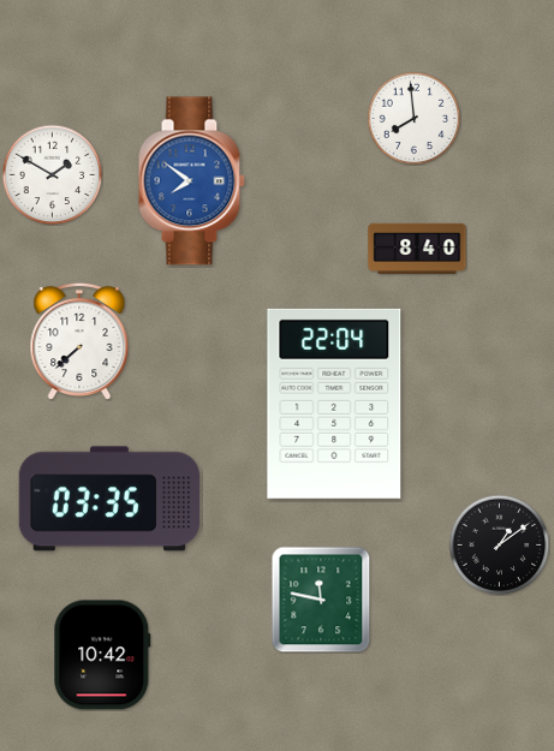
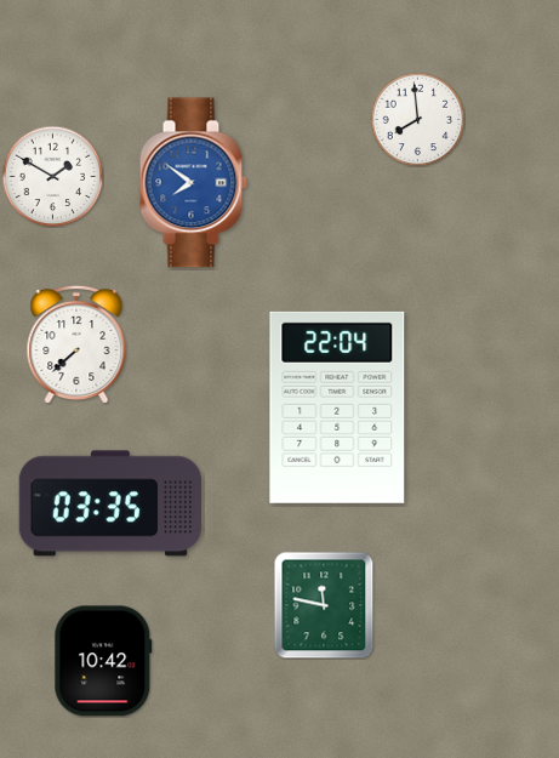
clock at (417, 249): 8:40 -> none
clock at (79, 340) position: (79, 340) -> (76, 343)
clock at (499, 544): 1:09 -> none
